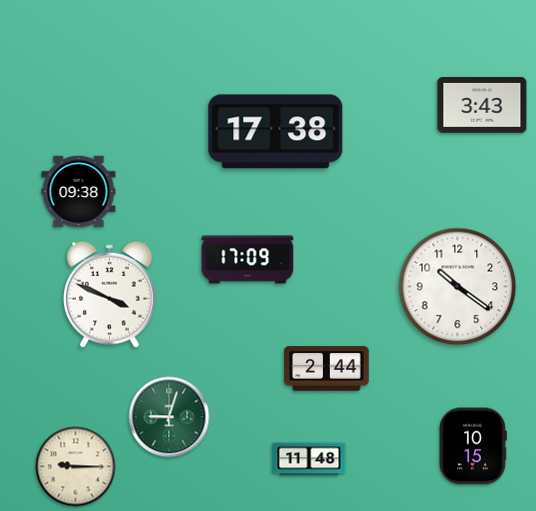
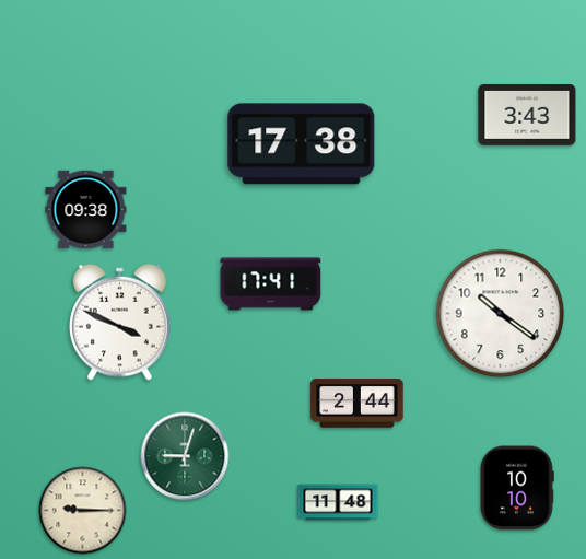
clock at (248, 260): 17:09 -> 17:41
clock at (473, 446): 10:15 -> 10:10
